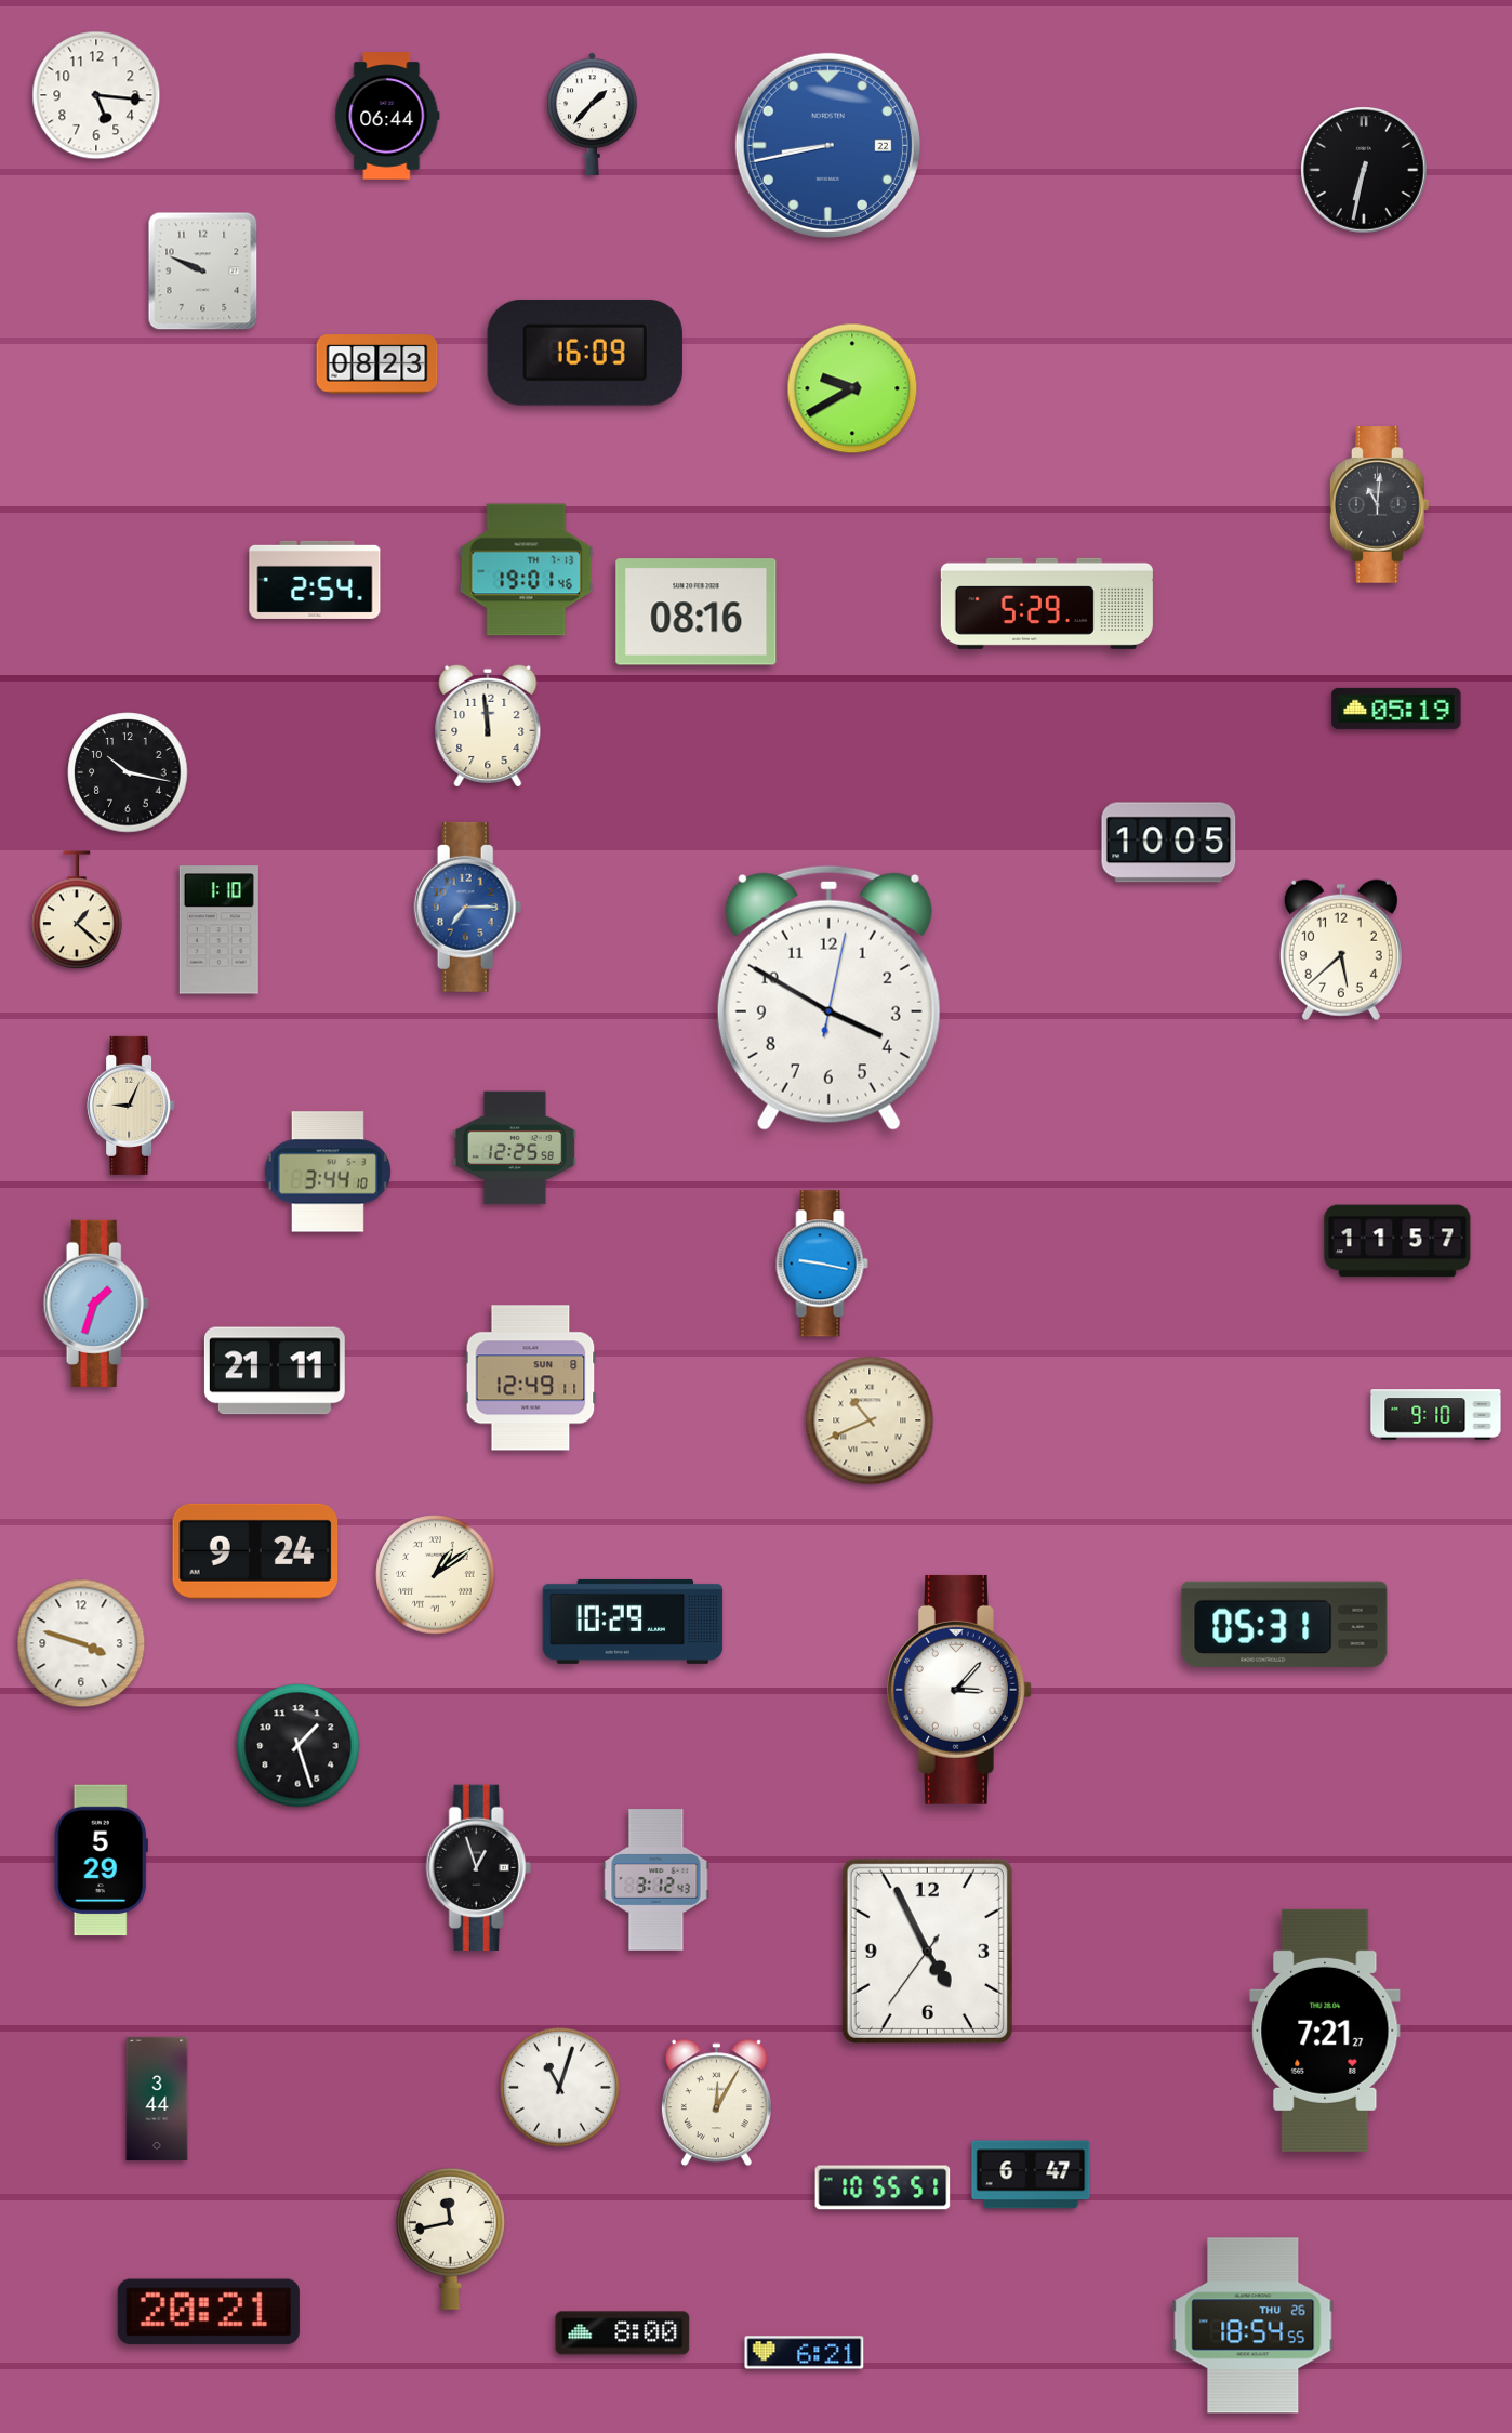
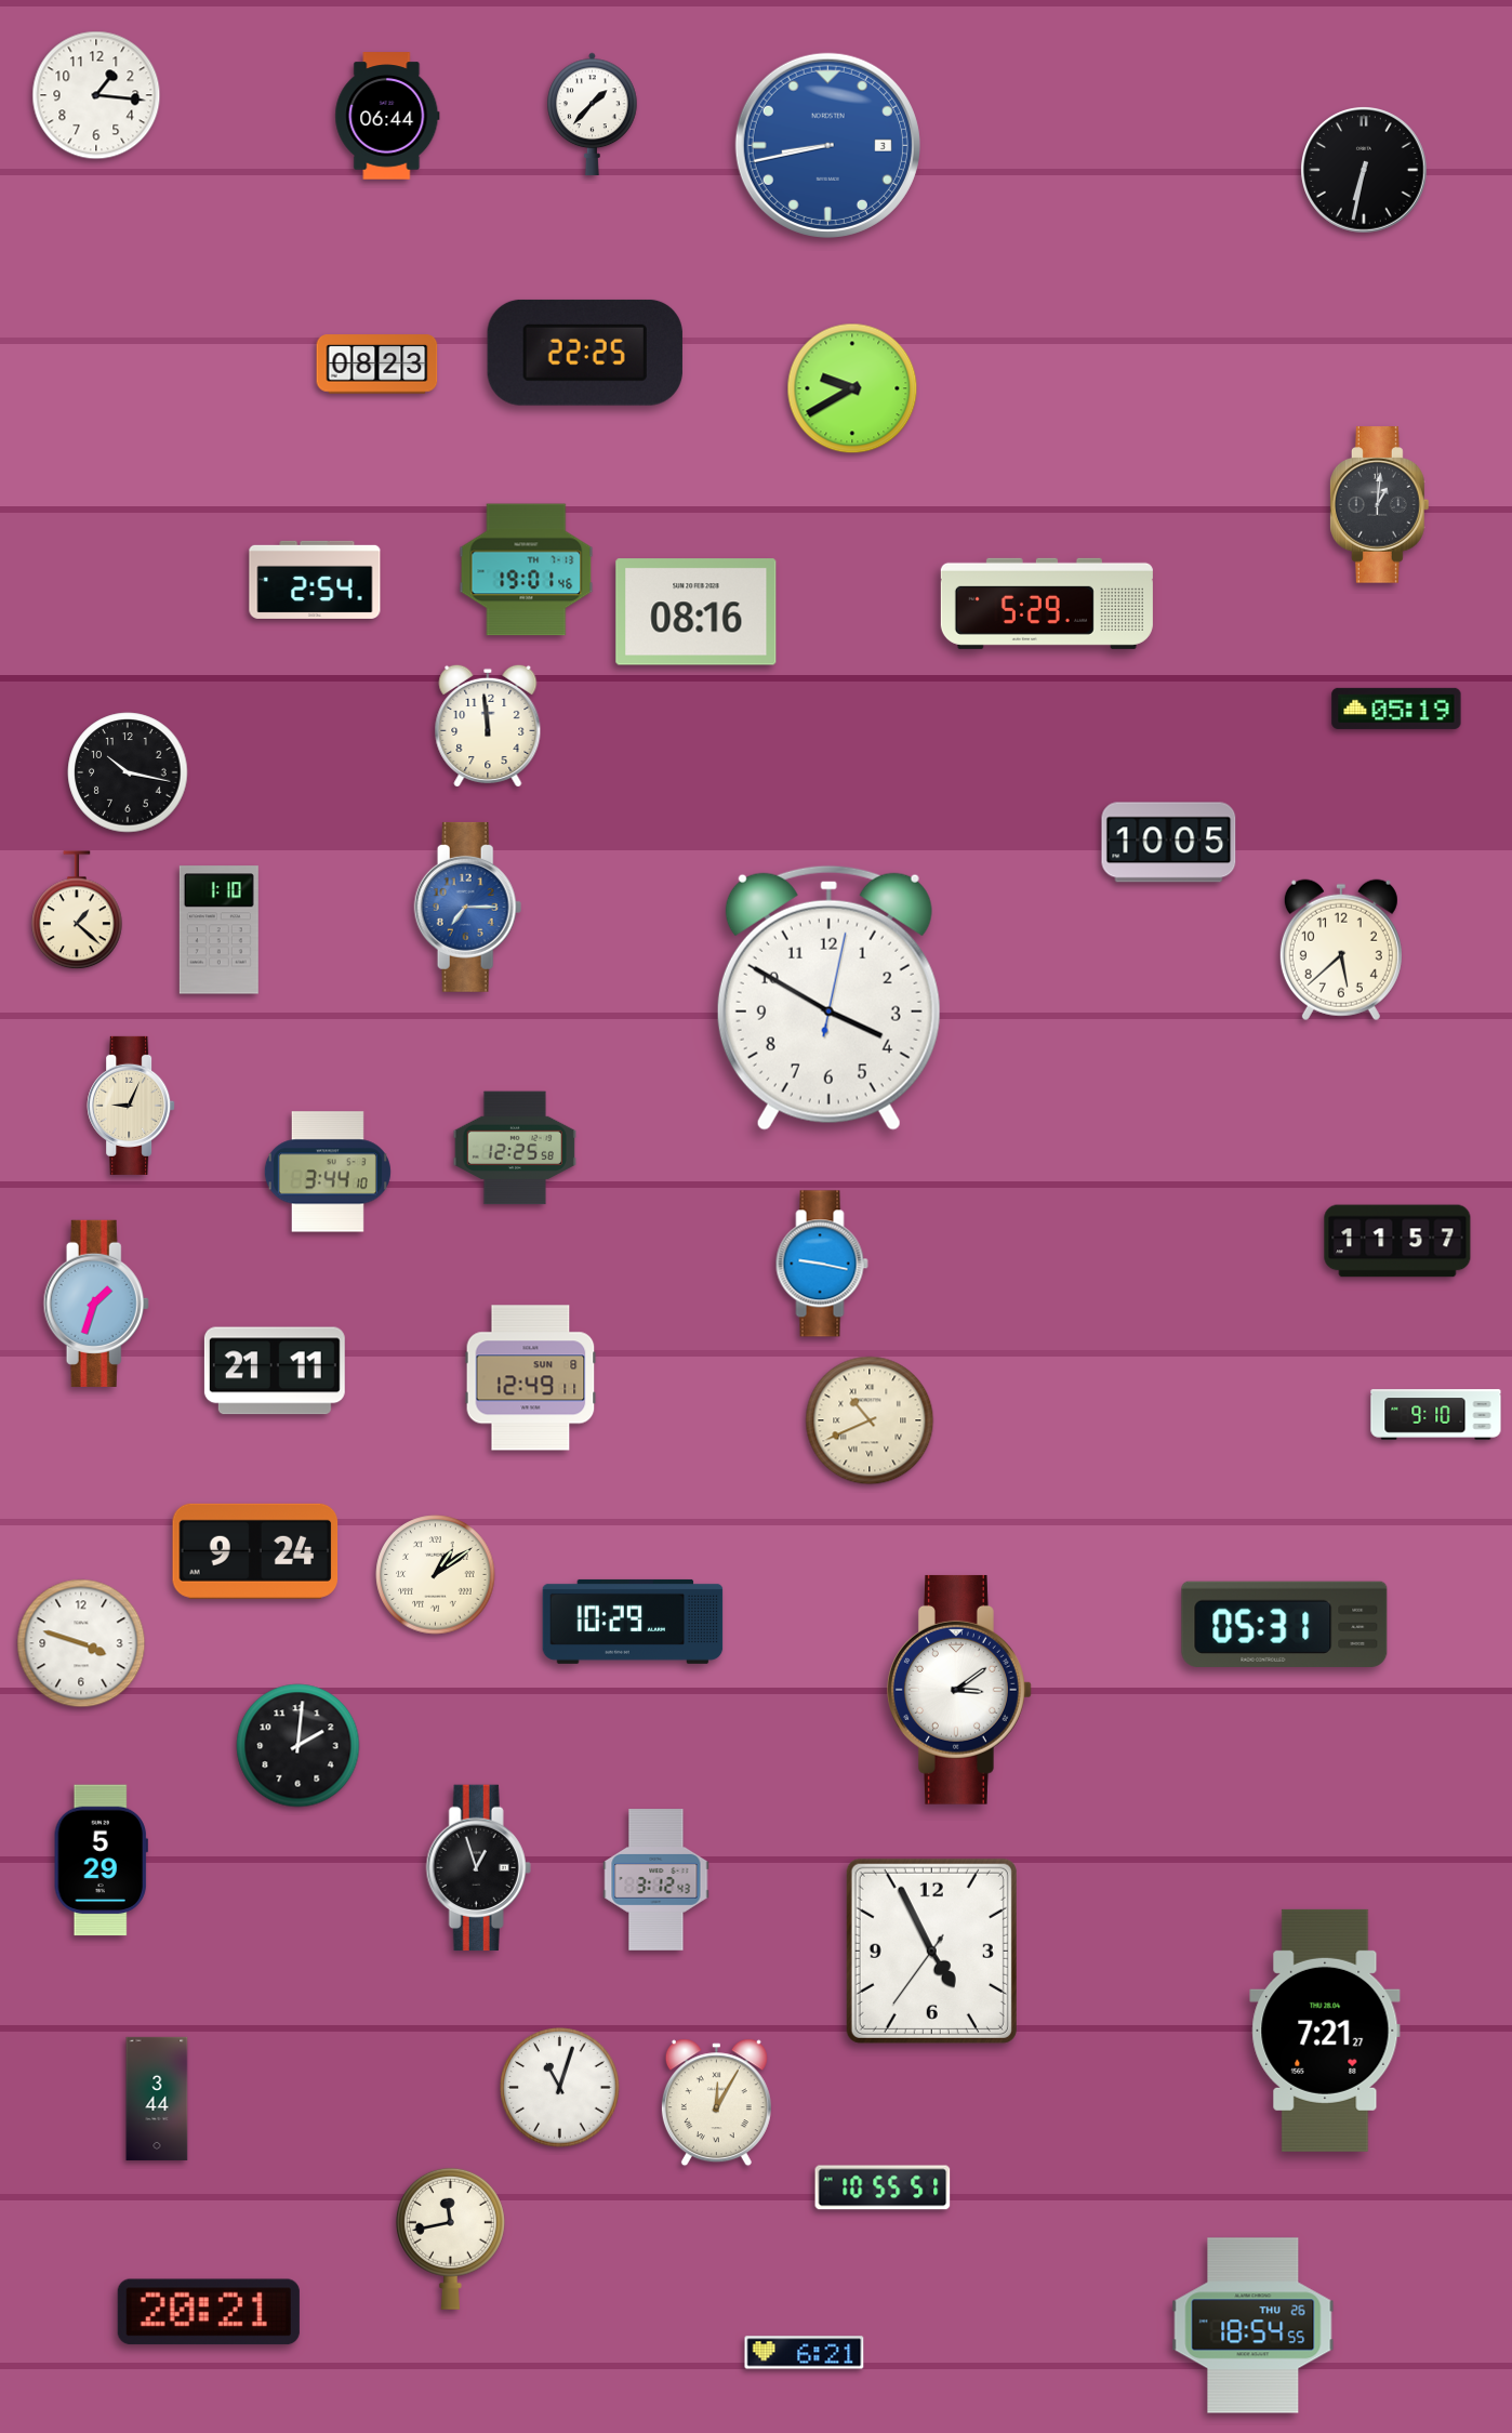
clock at (96, 95): 5:16 -> 1:16
clock at (827, 145) date: 22 -> 3
clock at (203, 272): 9:49 -> none
clock at (585, 353): 16:09 -> 22:25
clock at (1380, 505): 11:01 -> 1:01
clock at (959, 1690): 3:07 -> 3:09
clock at (299, 1746): 1:27 -> 2:01
clock at (927, 1951) position: (927, 1951) -> (931, 1951)
clock at (1031, 2174): 6:47 -> none
clock at (623, 2333): 8:00 -> none
